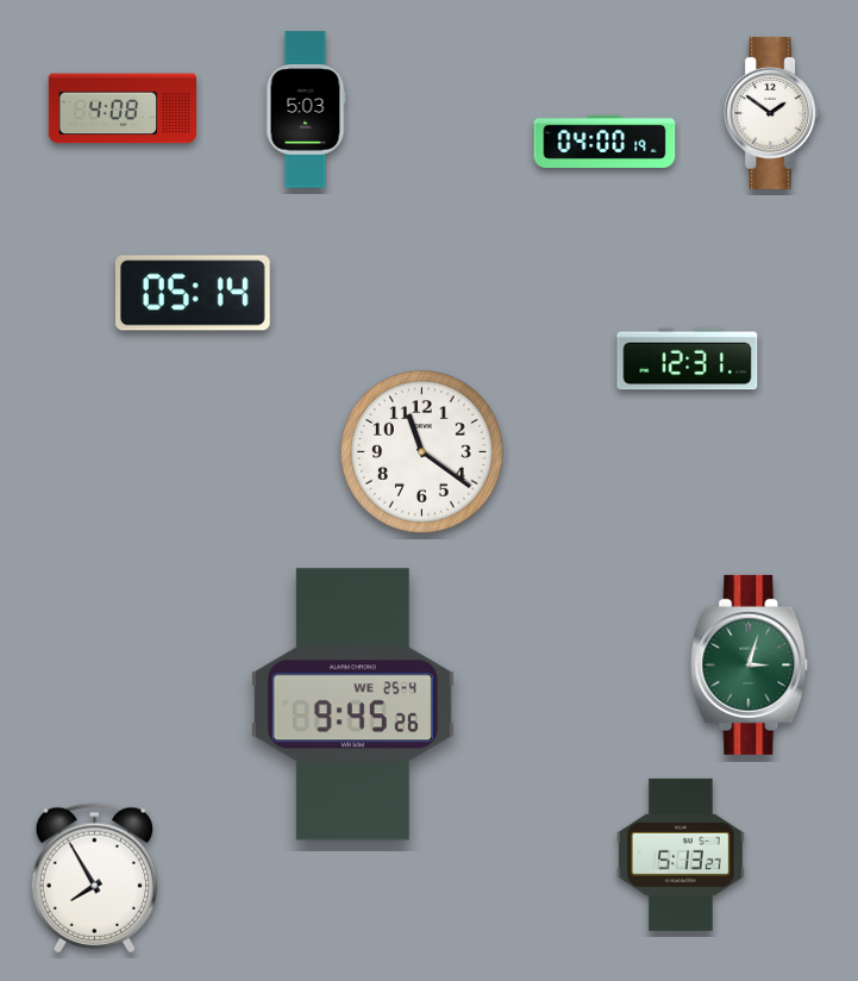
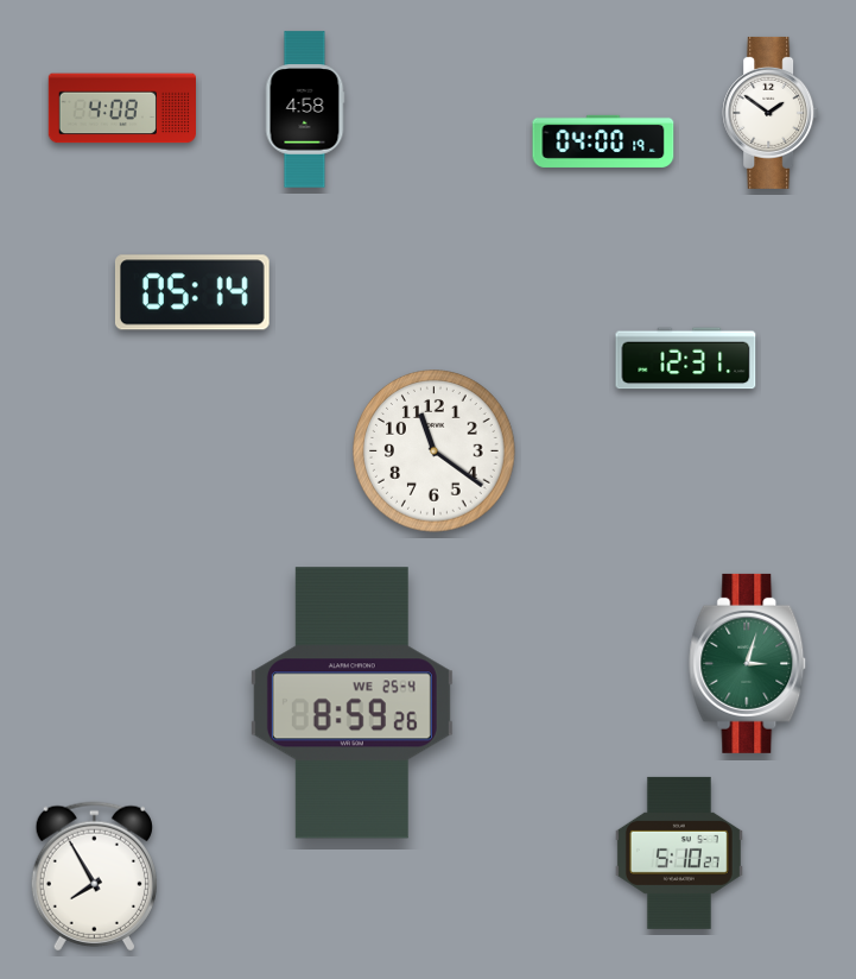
clock at (306, 110): 5:03 -> 4:58
clock at (422, 452) position: (422, 452) -> (435, 451)
clock at (352, 705): 9:45 -> 8:59
clock at (681, 855): 5:13 -> 5:10
